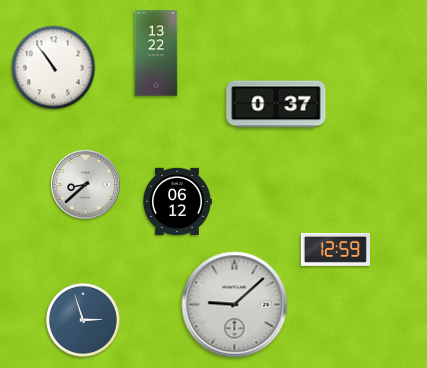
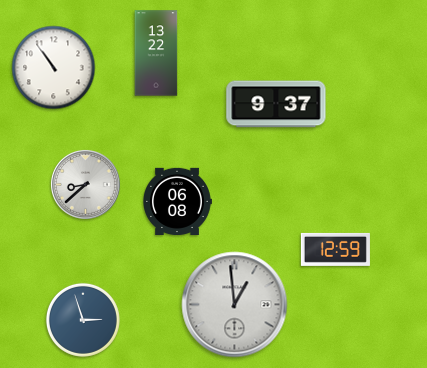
clock at (276, 104): 0:37 -> 9:37
clock at (178, 201): 06:12 -> 06:08
clock at (235, 305): 9:08 -> 12:59
